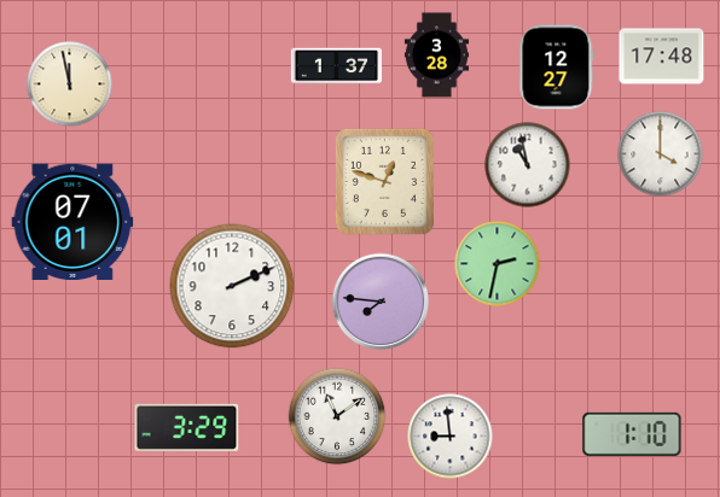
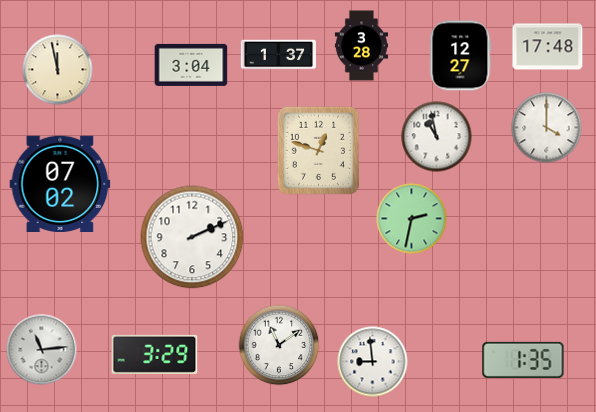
clock at (191, 65): none -> 3:04
clock at (72, 221): 07:01 -> 07:02
clock at (381, 302): 7:46 -> none
clock at (42, 350): none -> 11:14
clock at (632, 434): 1:10 -> 1:35
